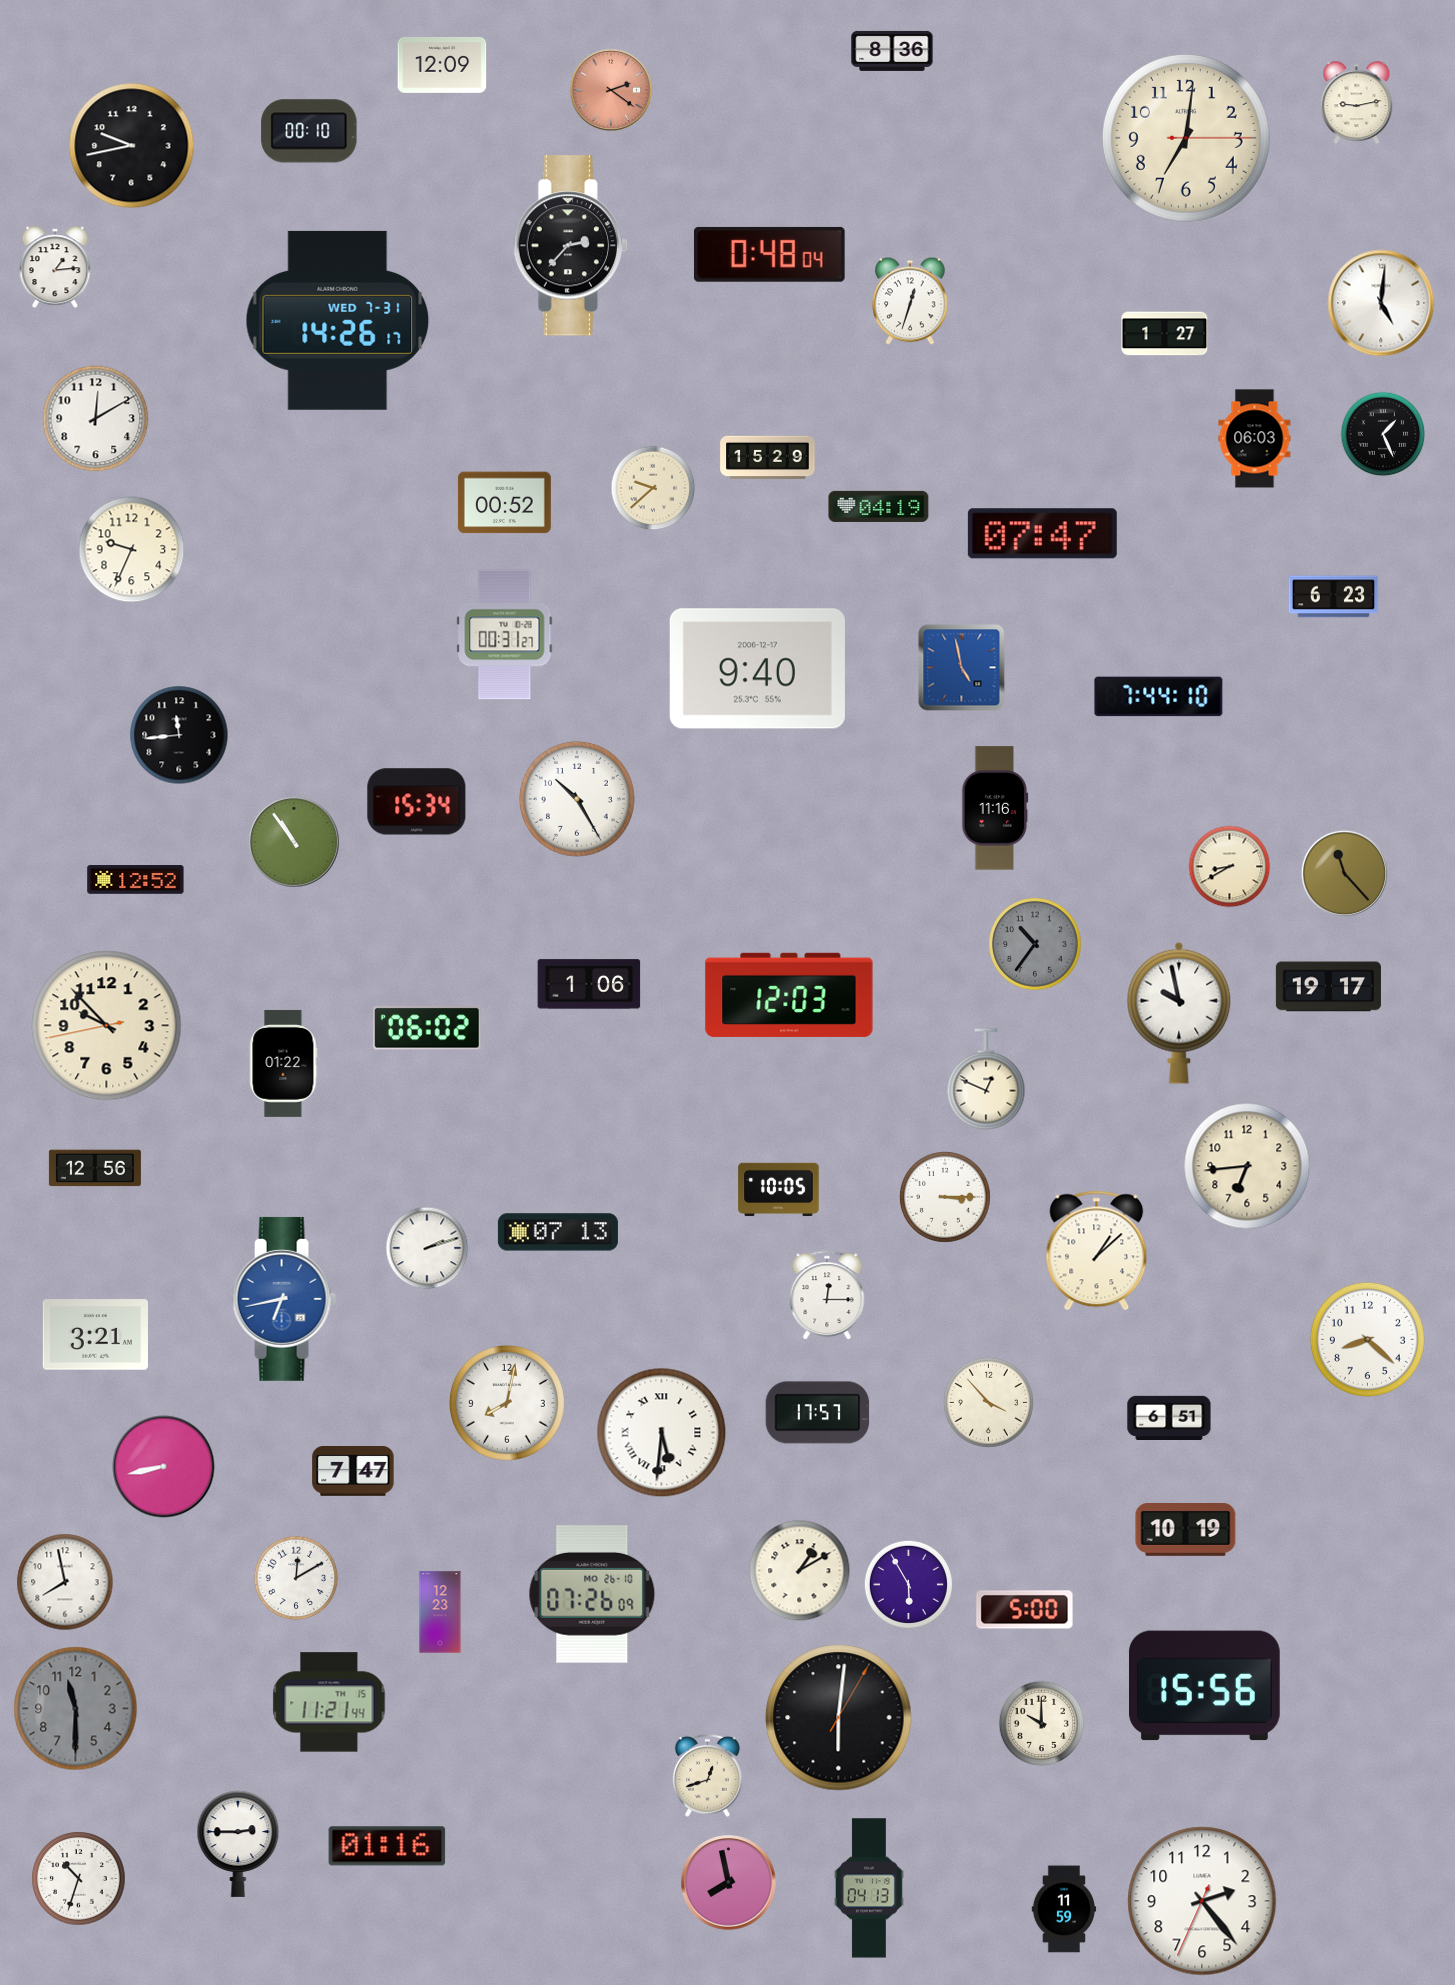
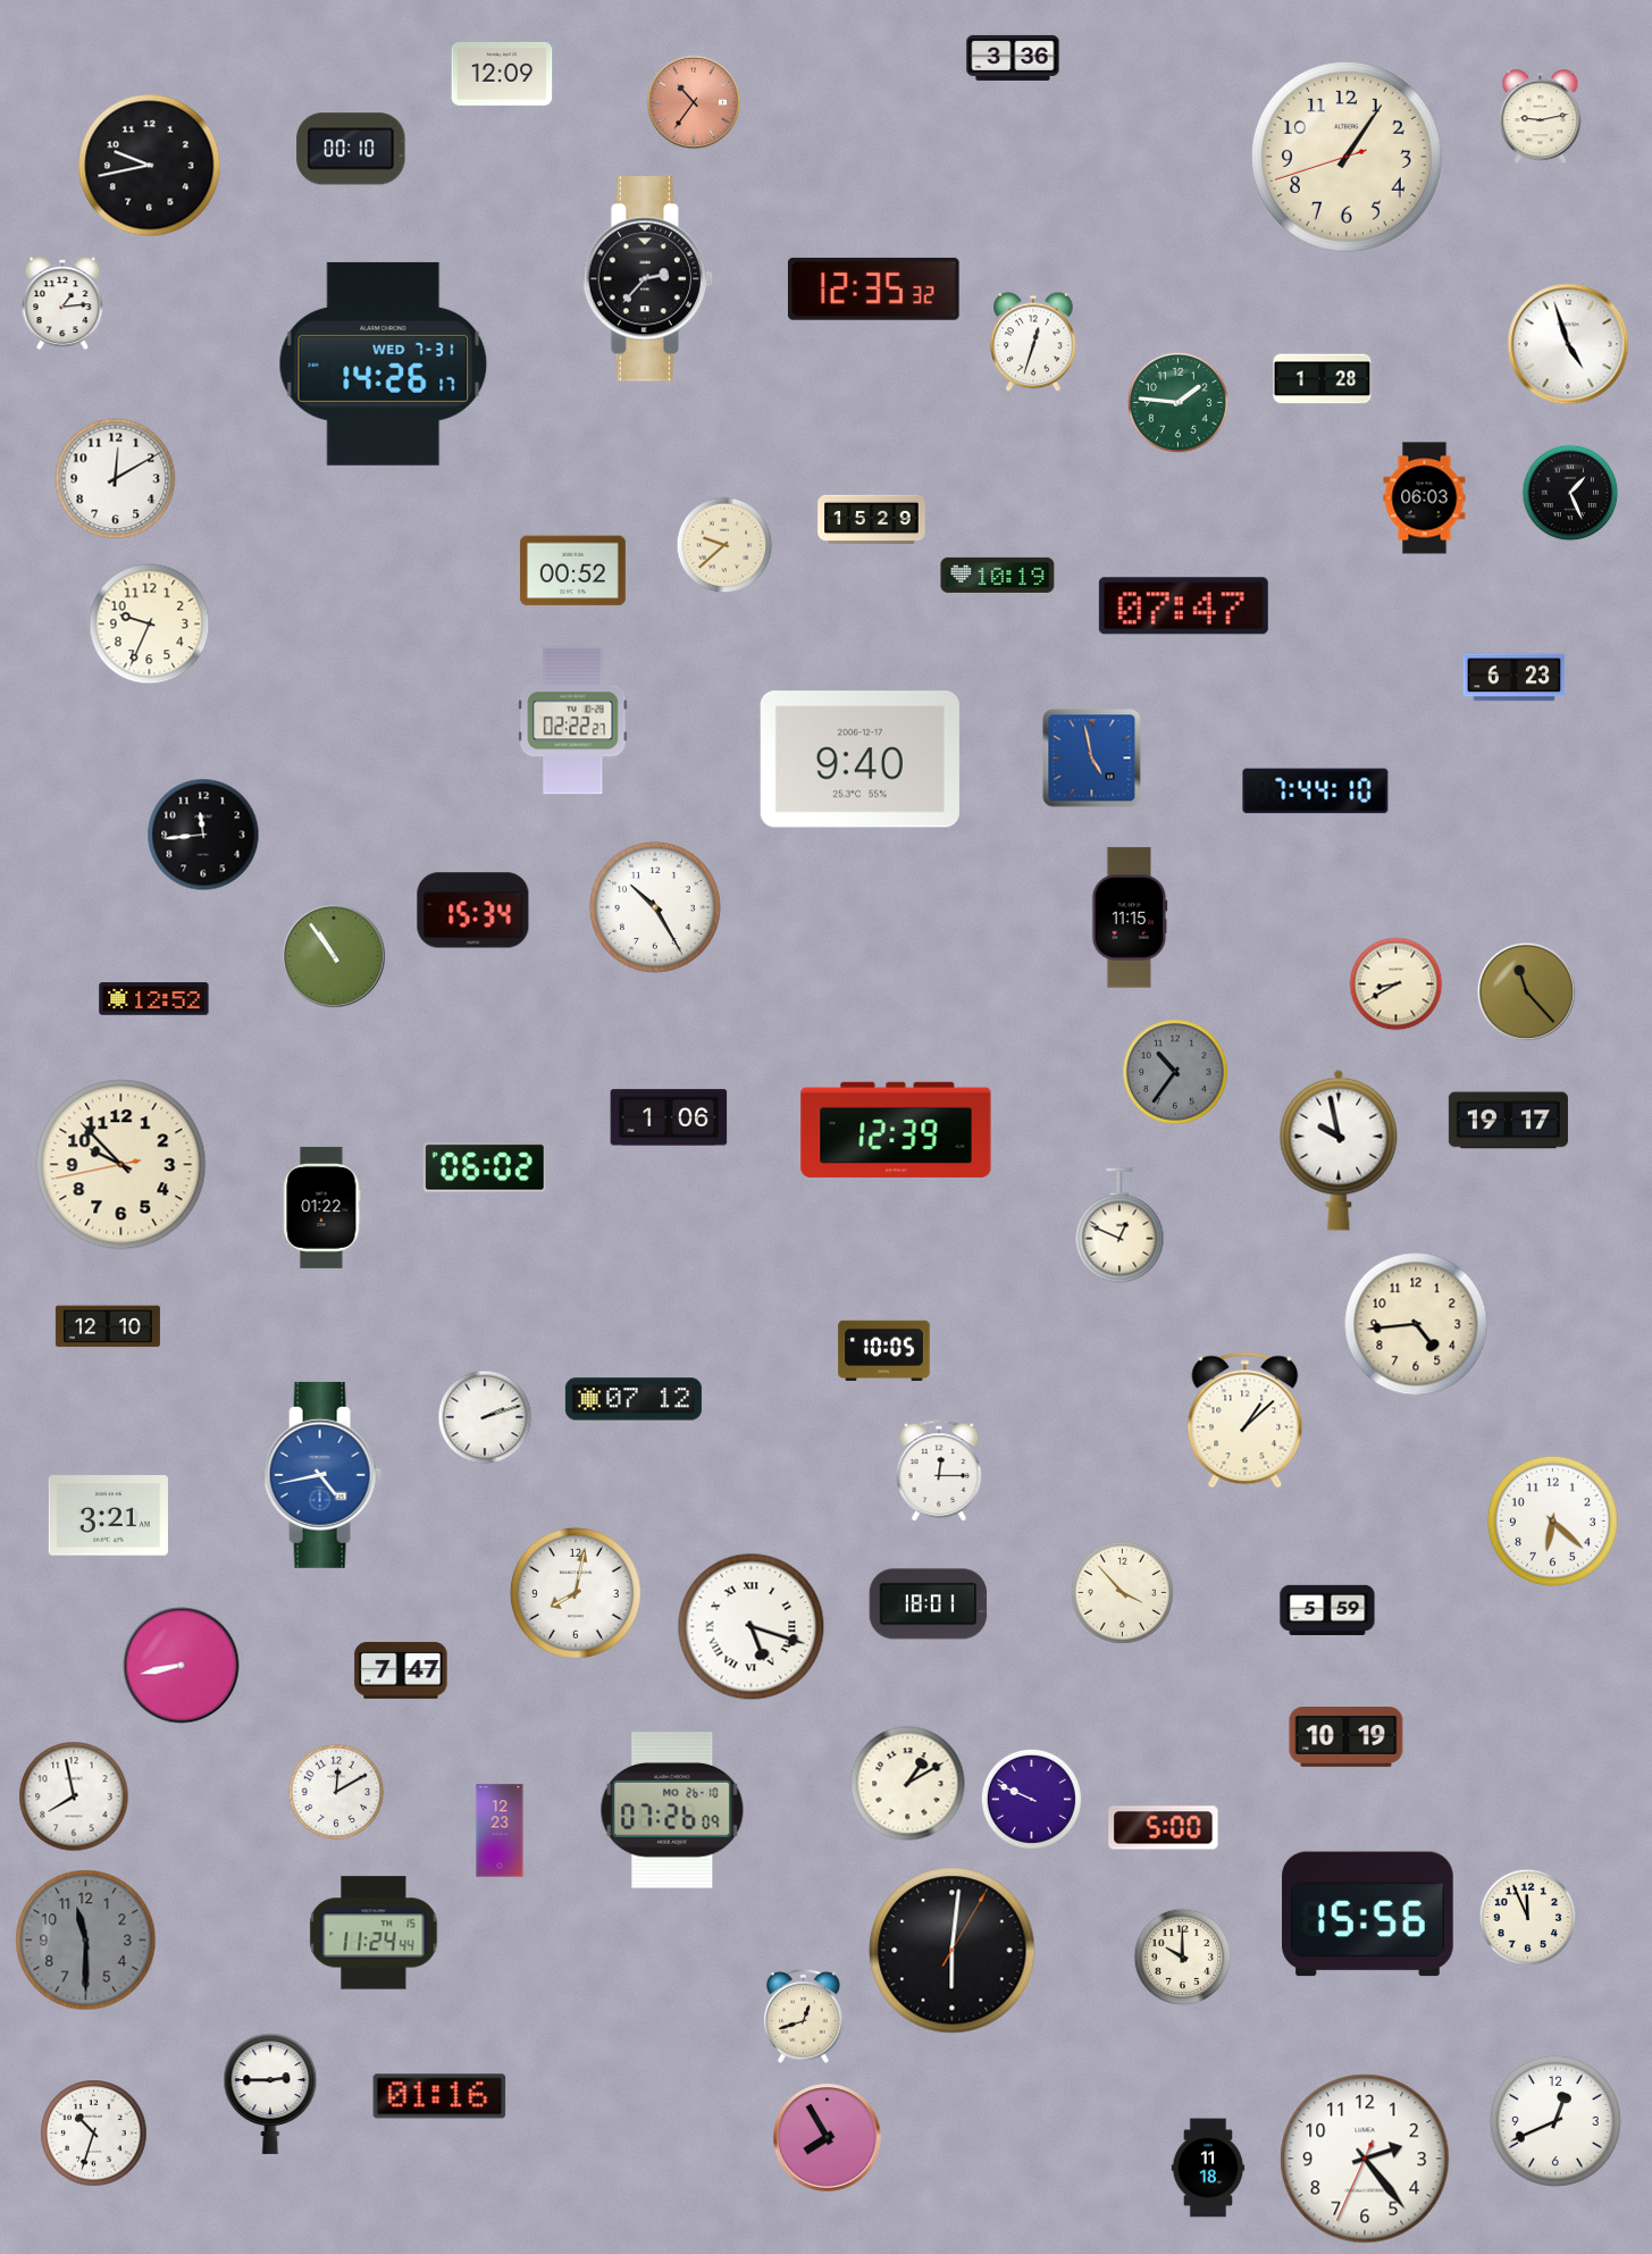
clock at (892, 51): 8:36 -> 3:36
clock at (611, 90): 2:21 -> 10:36
clock at (1186, 138): 7:01 -> 1:05
clock at (769, 254): 0:48 -> 12:35
clock at (1381, 303): 5:01 -> 4:57
clock at (1165, 334): 1:27 -> 1:28
clock at (1177, 402): none -> 1:46
clock at (96, 419) position: (96, 419) -> (116, 479)
clock at (653, 488) position: (653, 488) -> (724, 545)
clock at (879, 506): 04:19 -> 10:19
clock at (505, 635): 00:31 -> 02:22
clock at (995, 808): 11:16 -> 11:15
clock at (789, 995): 12:03 -> 12:39
clock at (1247, 1166): 6:44 -> 4:44
clock at (95, 1168): 12:56 -> 12:10
clock at (945, 1197): 3:15 -> none
clock at (558, 1232): 07:13 -> 07:12
clock at (284, 1299): 6:43 -> 4:43
clock at (1367, 1339): 8:22 -> 6:22
clock at (818, 1413): 17:57 -> 18:01
clock at (1169, 1417): 6:51 -> 5:59
clock at (662, 1433): 5:31 -> 5:18
clock at (164, 1467) position: (164, 1467) -> (182, 1666)
clock at (908, 1584): 5:55 -> 9:49
clock at (1528, 1918): none -> 11:56
clock at (329, 1702): 11:21 -> 11:24
clock at (1555, 2121): none -> 12:41
clock at (79, 1879) position: (79, 1879) -> (94, 2134)
clock at (729, 1883): 7:58 -> 7:55
clock at (869, 1888): 04:13 -> none
clock at (1064, 1909): 11:59 -> 11:18
